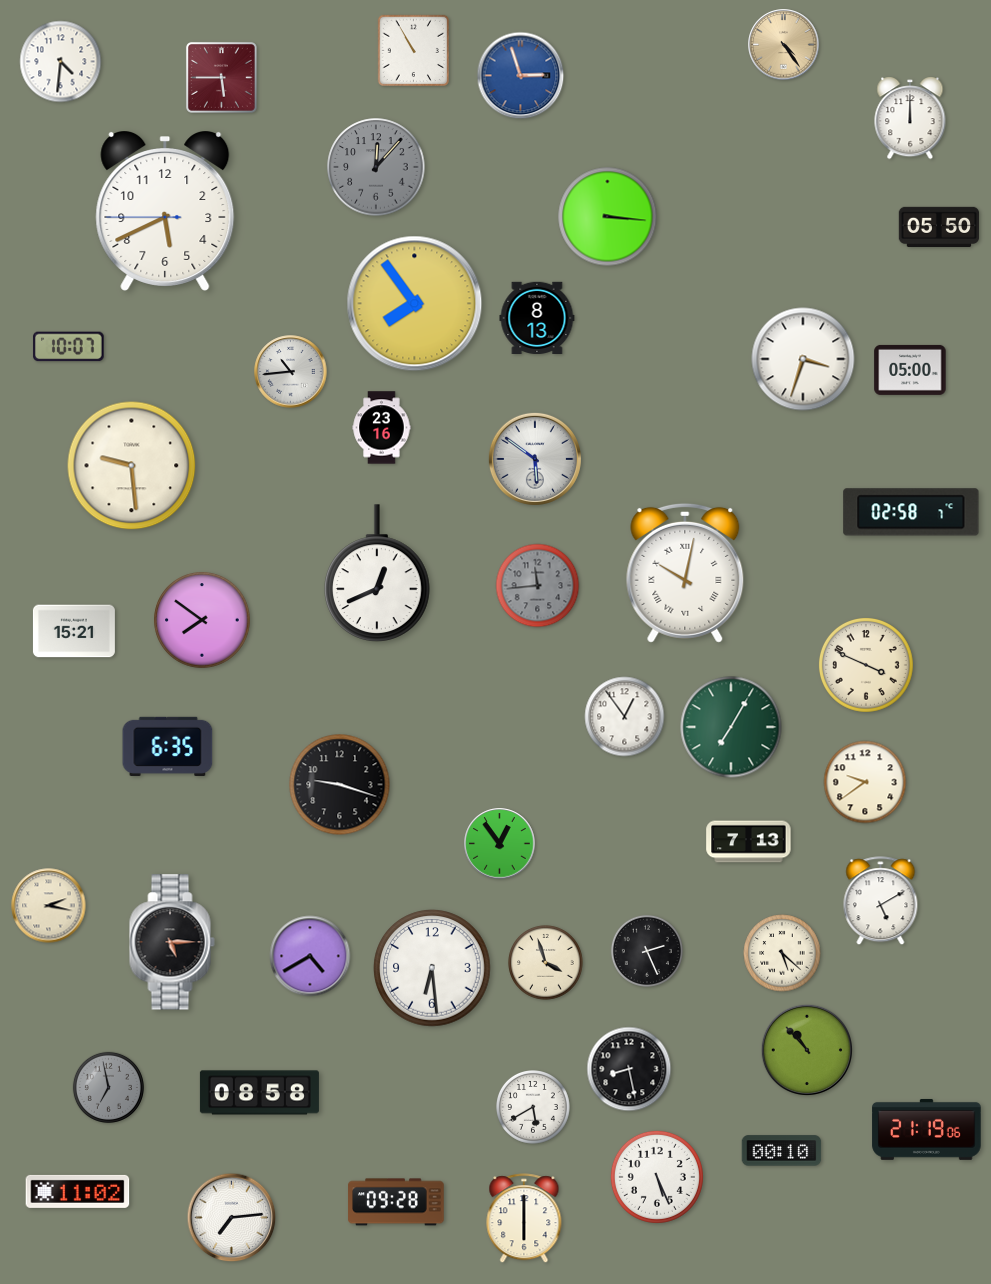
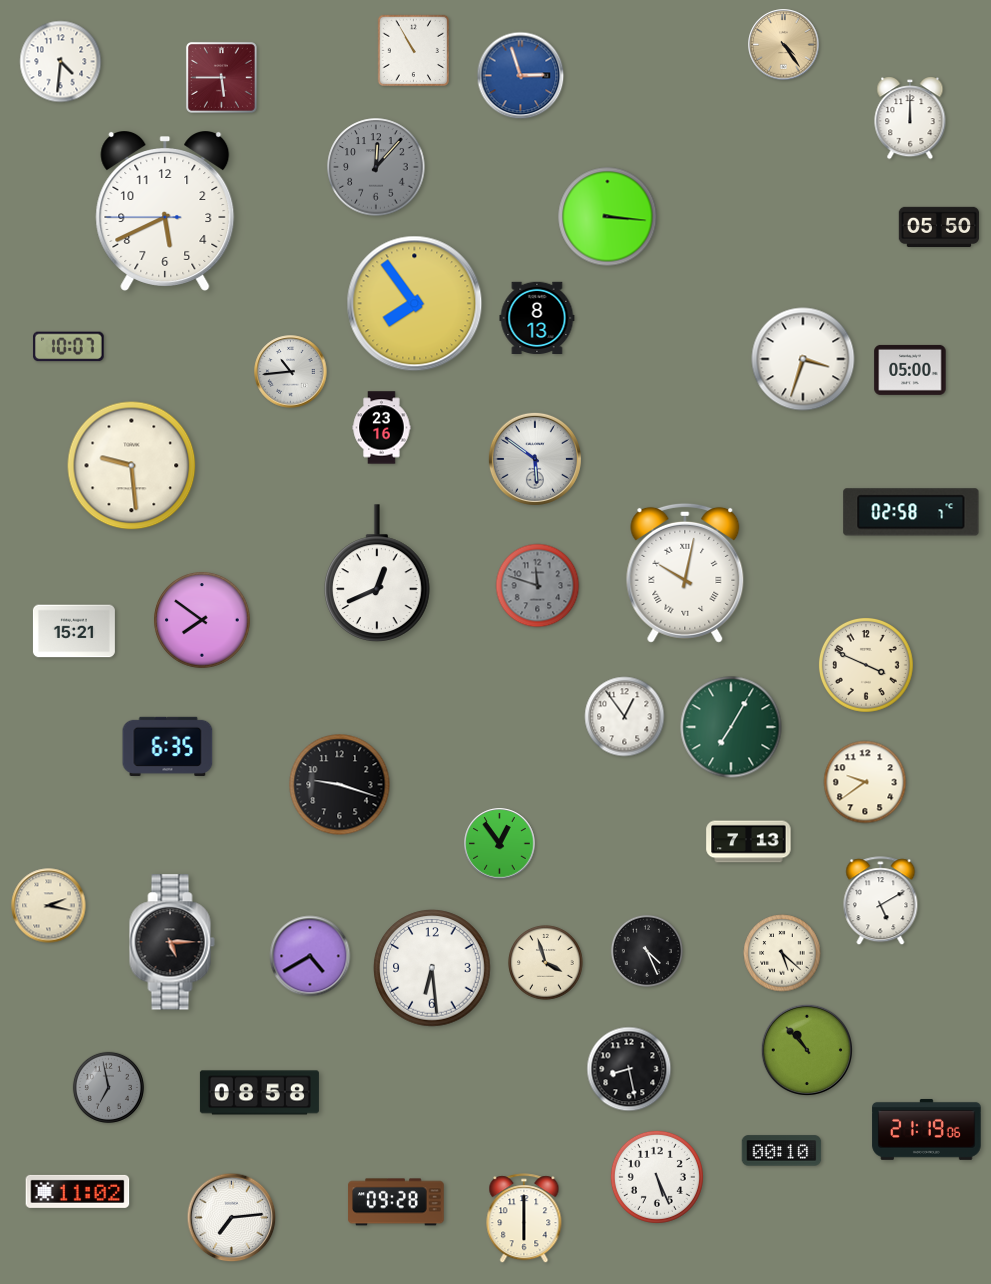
clock at (538, 586): 11:44 -> 11:48
clock at (647, 951): 2:26 -> 4:26
clock at (534, 1108): 5:40 -> none
